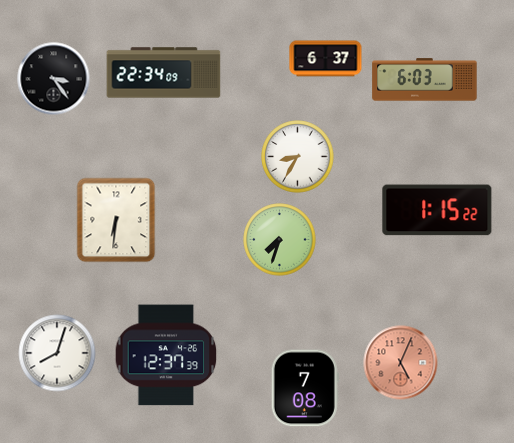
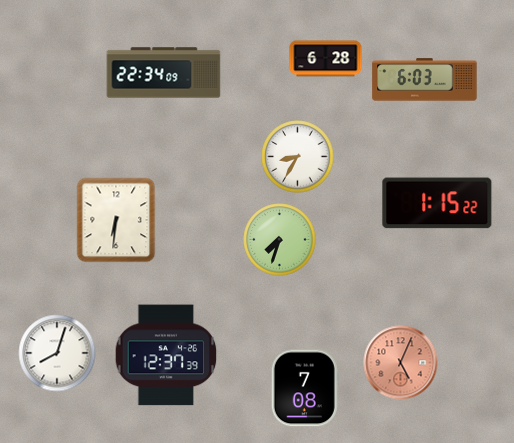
clock at (326, 59): 6:37 -> 6:28
clock at (54, 79): 3:24 -> none
clock at (437, 210) position: (437, 210) -> (437, 203)
